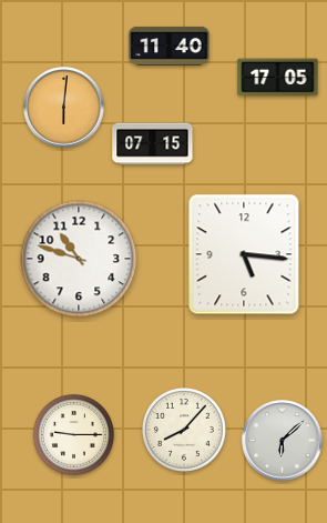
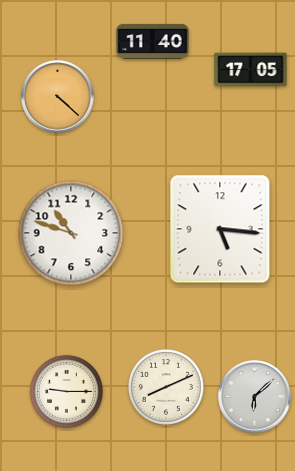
clock at (64, 108): 6:01 -> 4:22
clock at (153, 144): 07:15 -> none
clock at (185, 431): 8:07 -> 8:11
